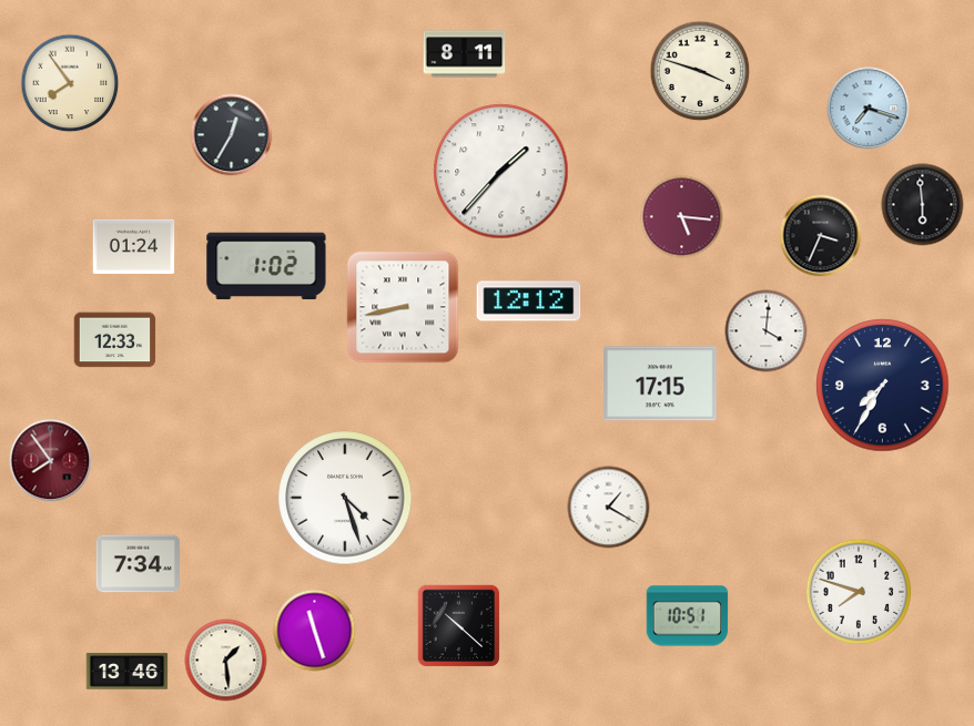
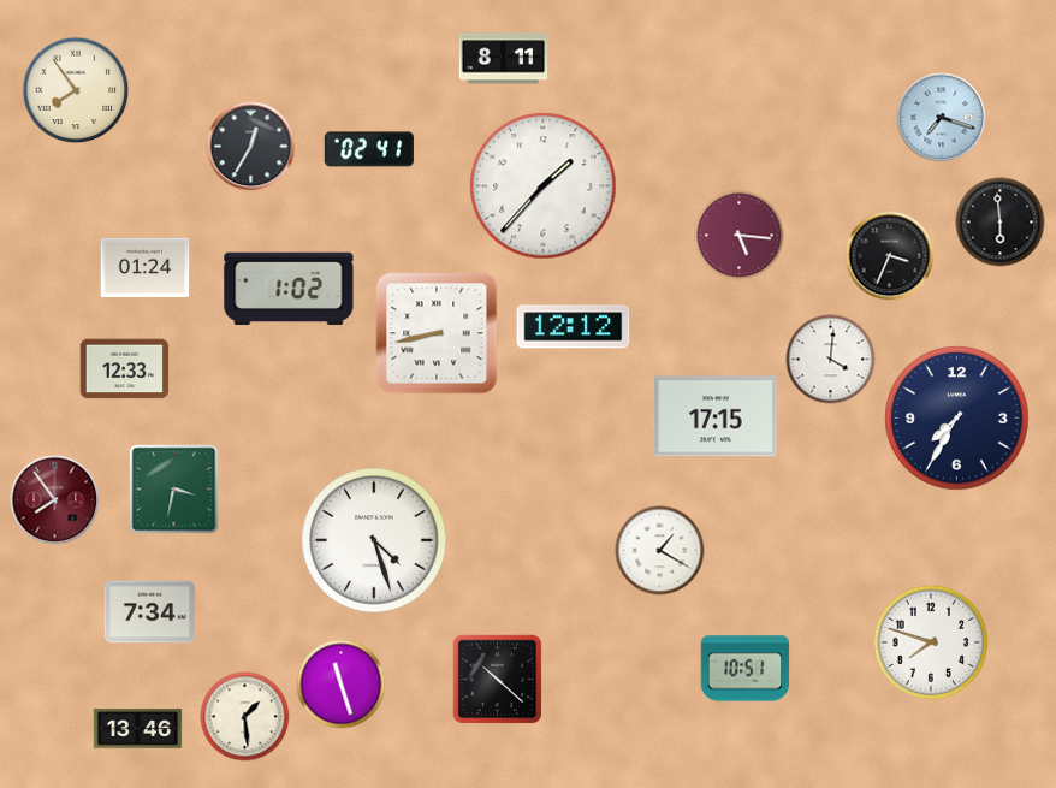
clock at (700, 71): 3:48 -> none
clock at (368, 149): none -> 02:41
clock at (174, 490): none -> 3:32
